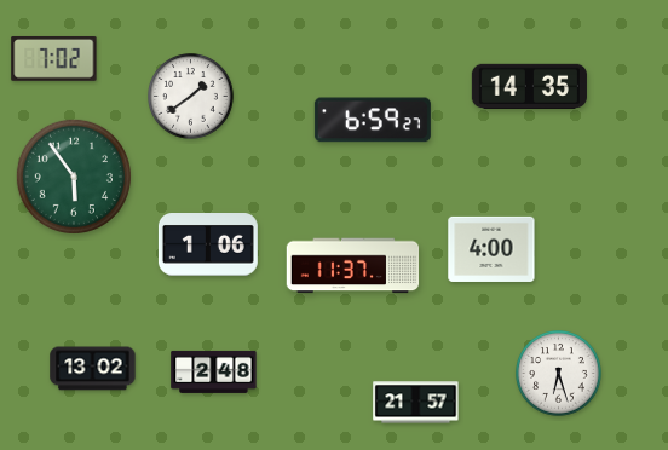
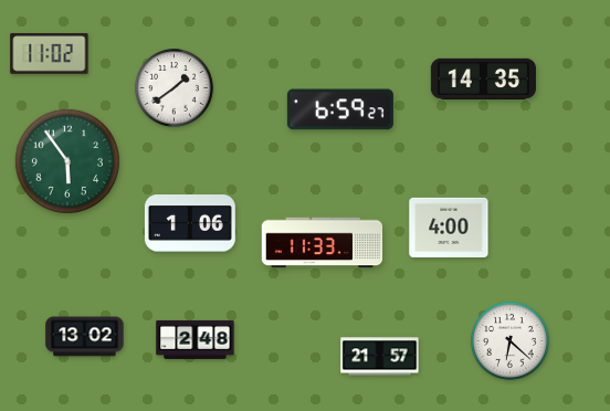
clock at (54, 58): 7:02 -> 11:02
clock at (353, 266): 11:37 -> 11:33
clock at (559, 374): 6:27 -> 6:22
clock at (416, 403) position: (416, 403) -> (380, 357)
